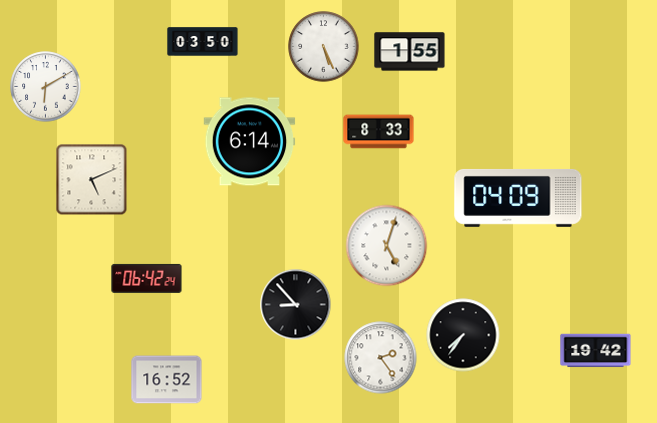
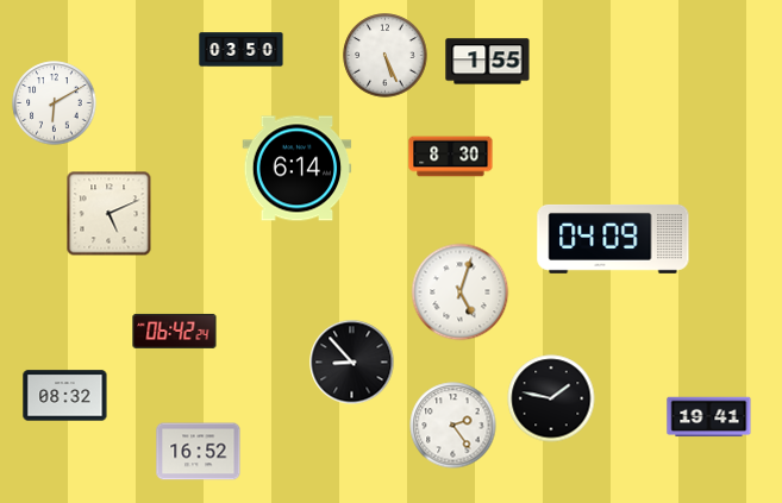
clock at (379, 132): 8:33 -> 8:30
clock at (518, 198) position: (518, 198) -> (613, 239)
clock at (65, 396): none -> 08:32
clock at (463, 335): 7:36 -> 1:47
clock at (596, 351): 19:42 -> 19:41
